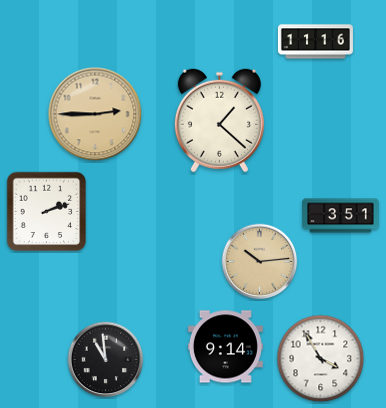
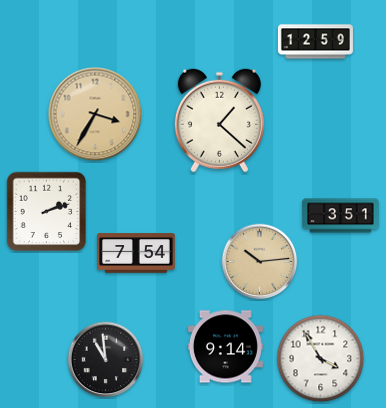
clock at (315, 42): 11:16 -> 12:59
clock at (95, 114): 2:45 -> 3:35
clock at (136, 253): none -> 7:54
